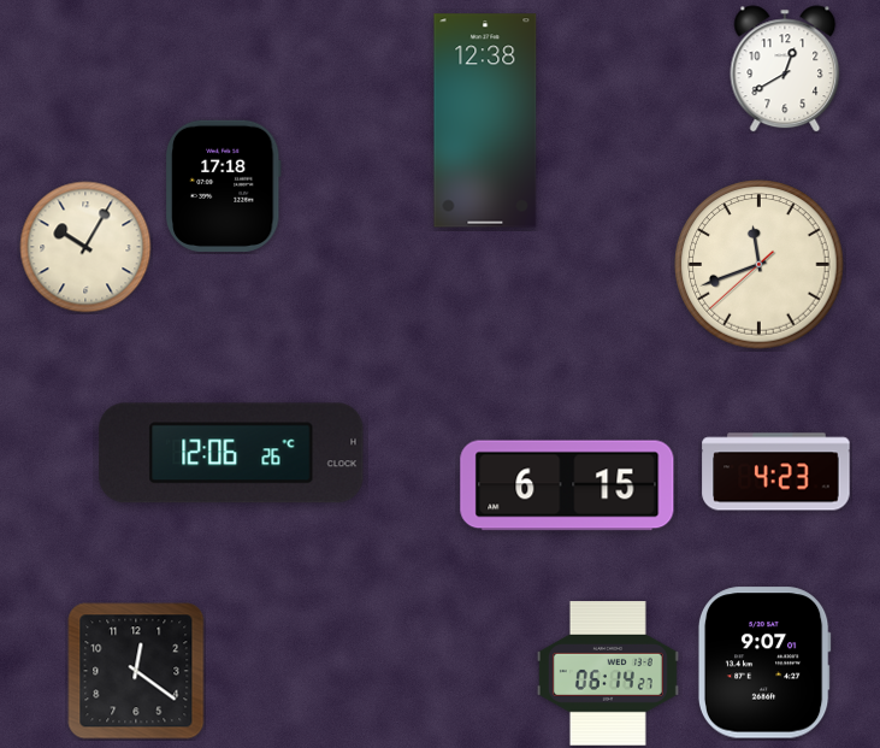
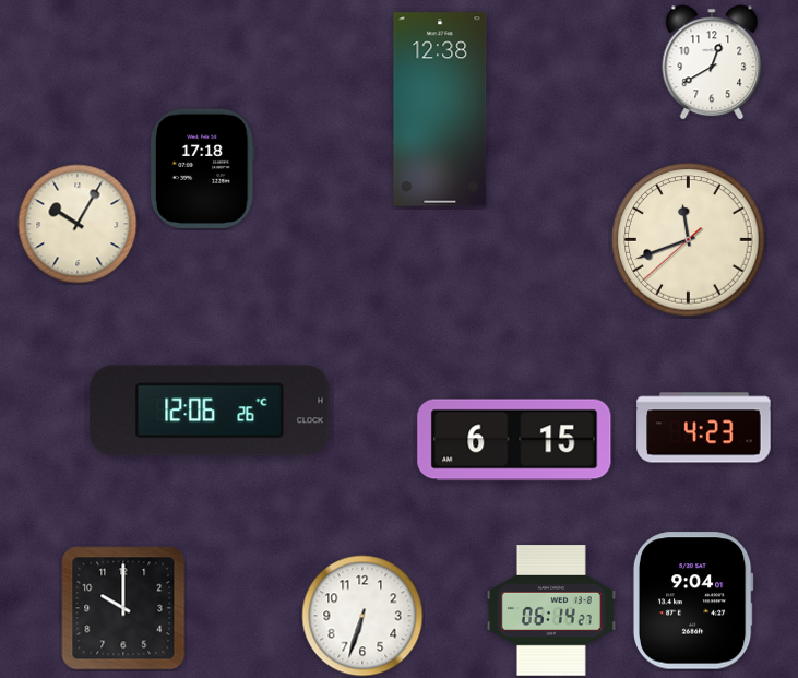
clock at (764, 662): 9:07 -> 9:04
clock at (136, 671): 12:21 -> 10:00
clock at (362, 616): none -> 6:33
